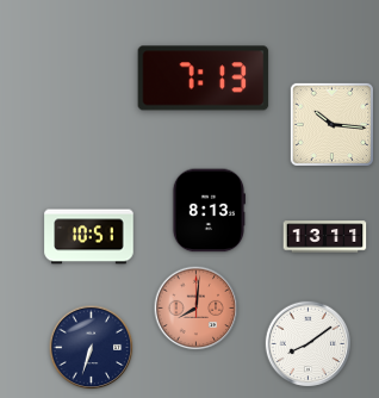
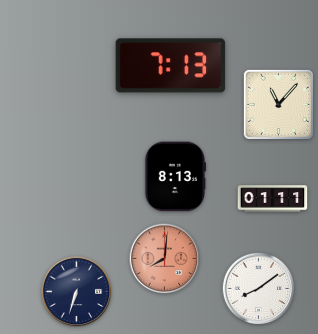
clock at (331, 124): 10:16 -> 11:07
clock at (89, 237): 10:51 -> none
clock at (325, 237): 13:11 -> 01:11
